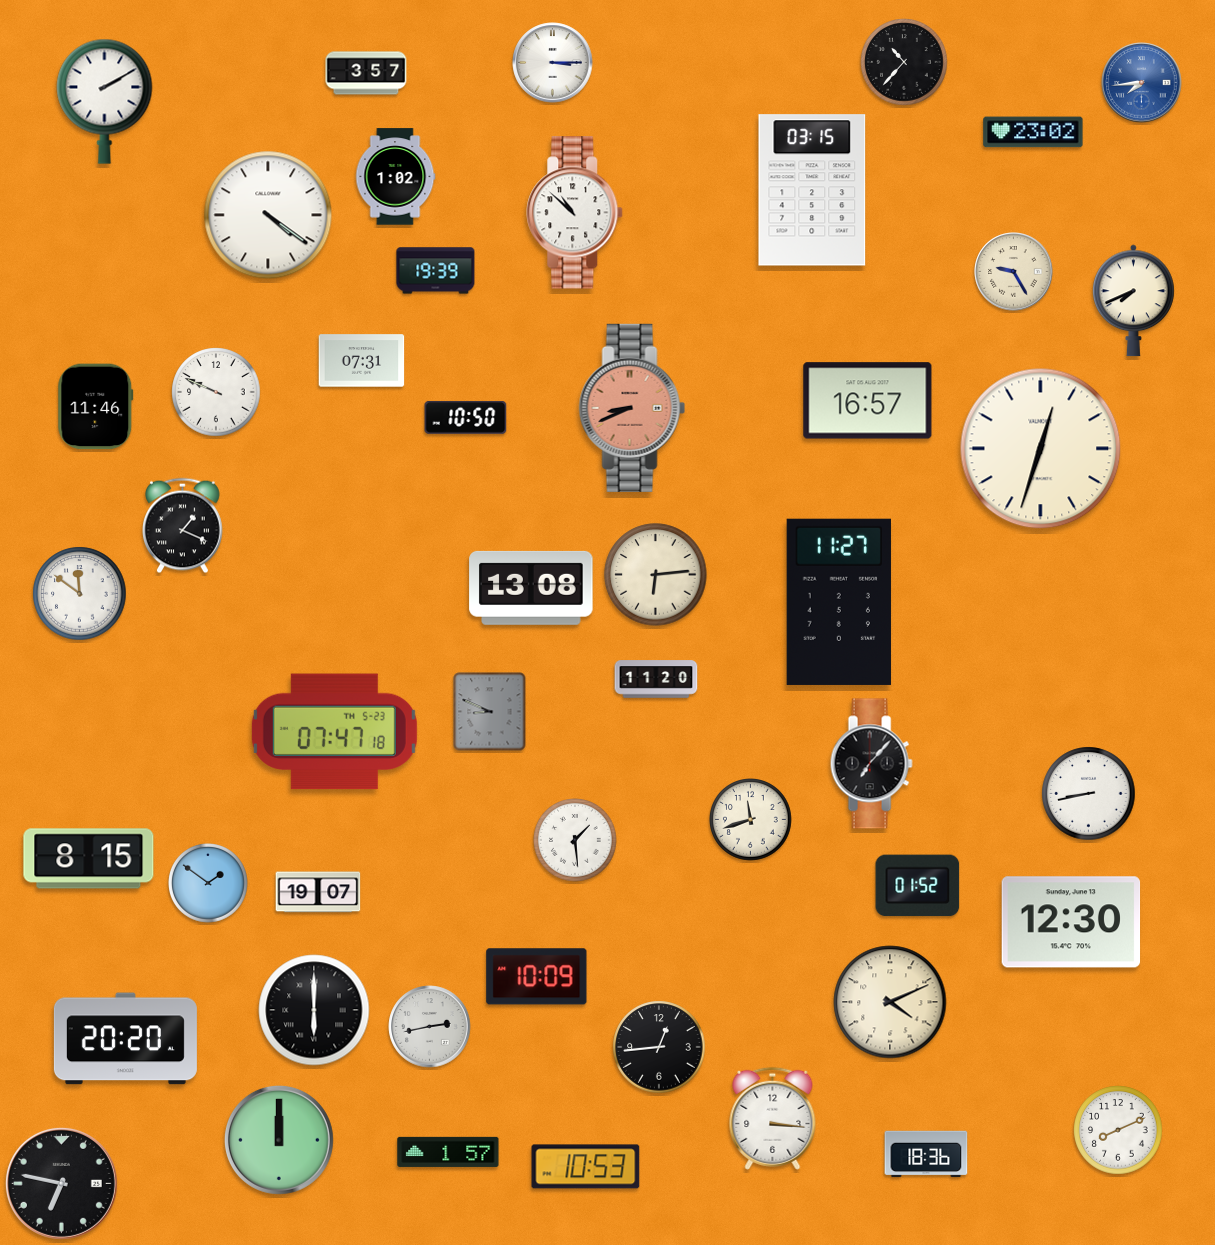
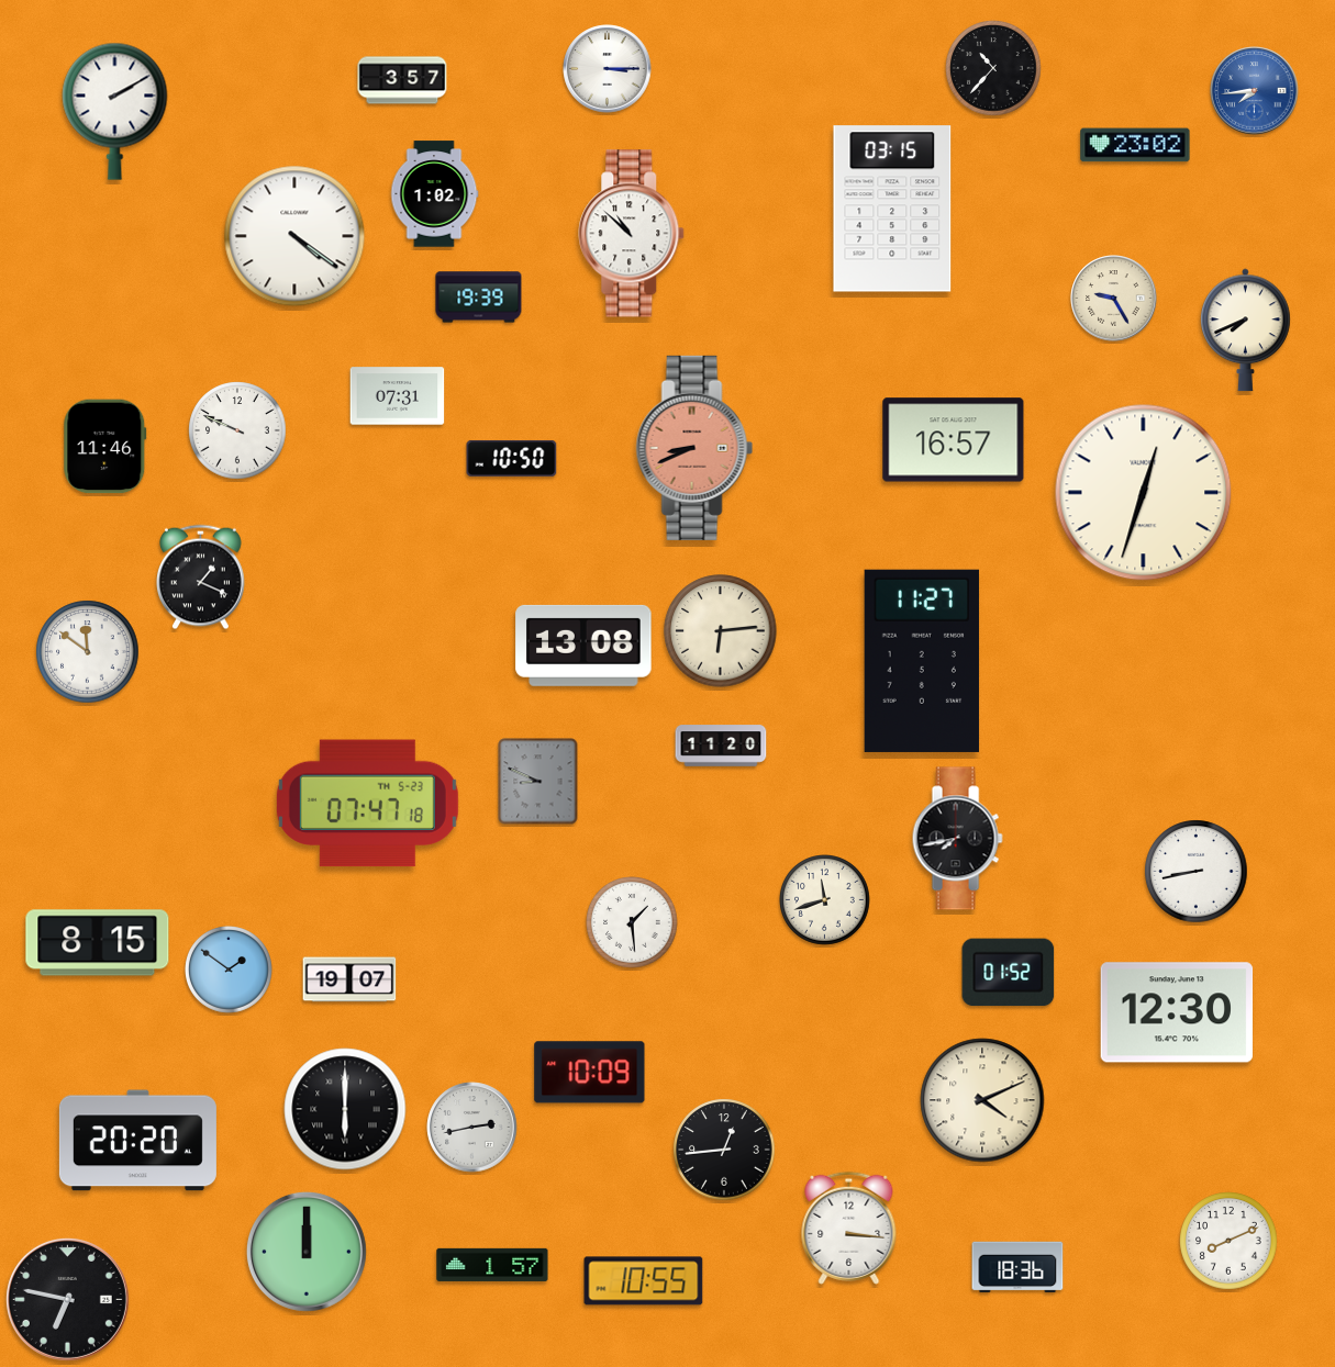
clock at (871, 764): 7:07 -> 7:43
clock at (890, 1002) position: (890, 1002) -> (982, 1100)
clock at (586, 1167): 10:53 -> 10:55
